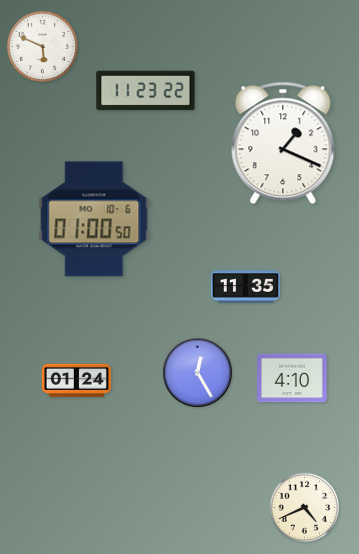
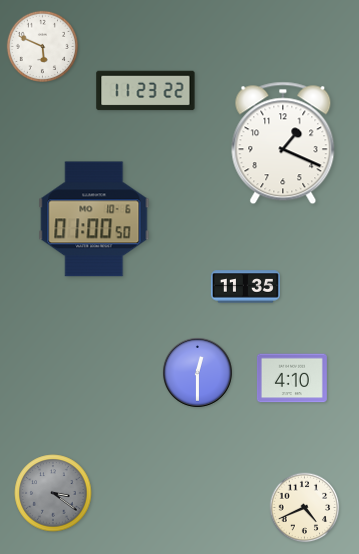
clock at (198, 373): 12:25 -> 12:30
clock at (76, 380): 01:24 -> none
clock at (53, 493): none -> 3:21
